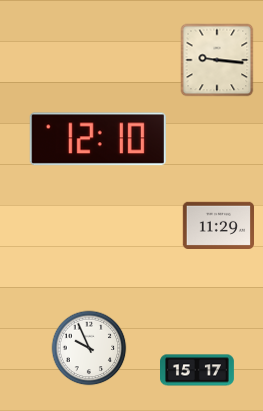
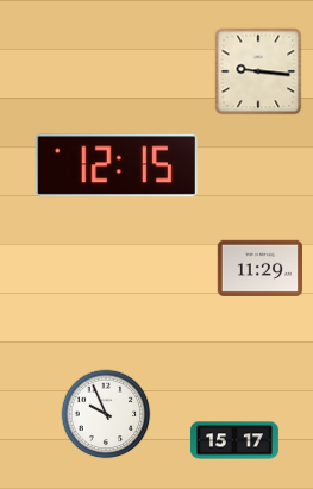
clock at (98, 139): 12:10 -> 12:15
